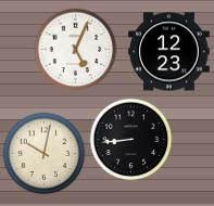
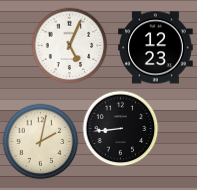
clock at (45, 154): 10:02 -> 2:02
